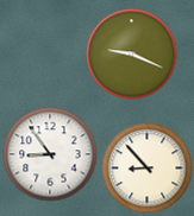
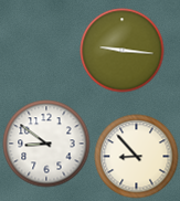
clock at (132, 55): 9:19 -> 9:16
clock at (50, 154): 8:54 -> 8:51
